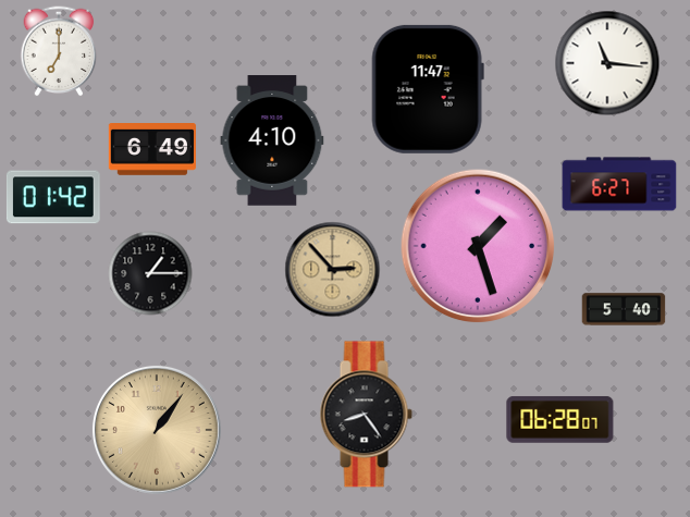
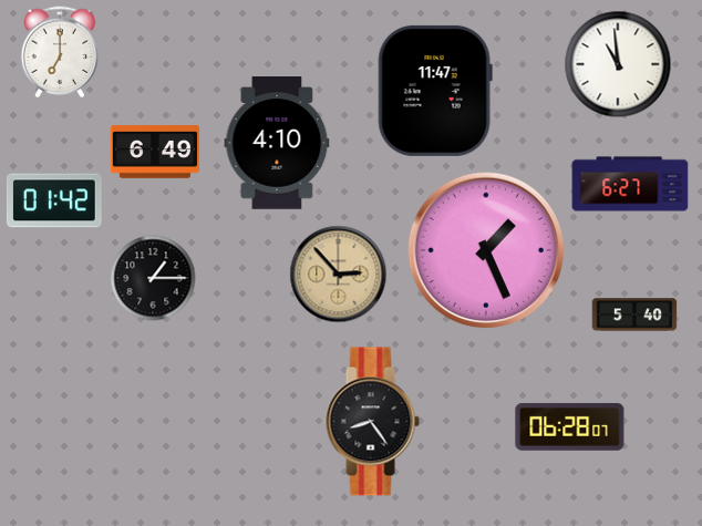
clock at (607, 63): 11:16 -> 10:59
clock at (619, 184) position: (619, 184) -> (630, 184)
clock at (478, 246): 1:27 -> 1:26
clock at (157, 430): 1:06 -> none
